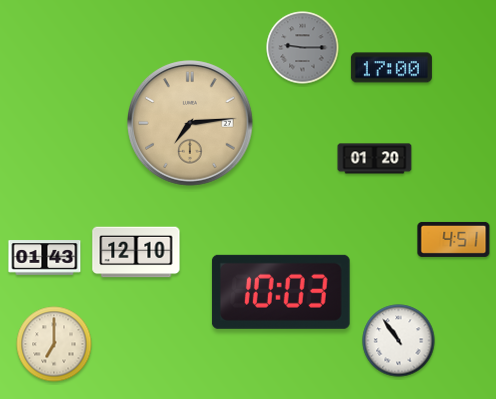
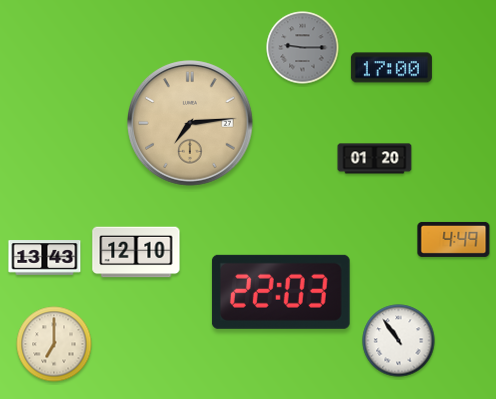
clock at (454, 239): 4:51 -> 4:49
clock at (45, 258): 01:43 -> 13:43
clock at (281, 292): 10:03 -> 22:03
